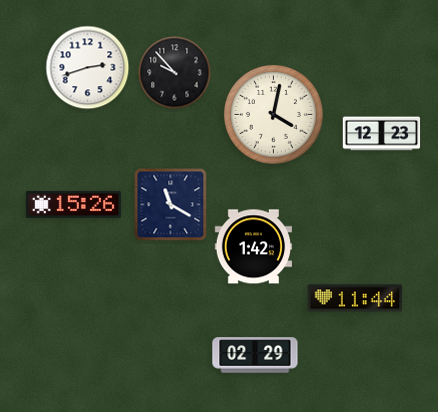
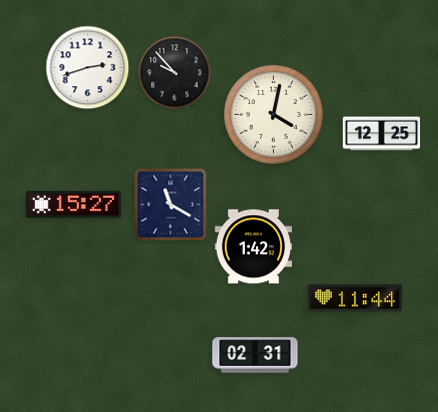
clock at (382, 134): 12:23 -> 12:25
clock at (73, 204): 15:26 -> 15:27
clock at (255, 355): 02:29 -> 02:31
